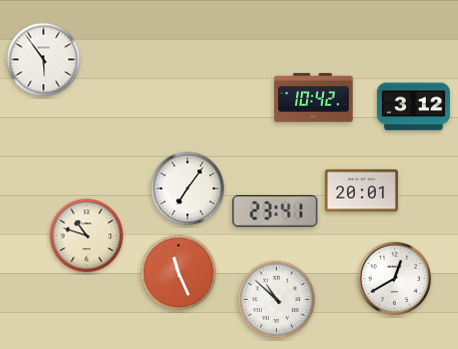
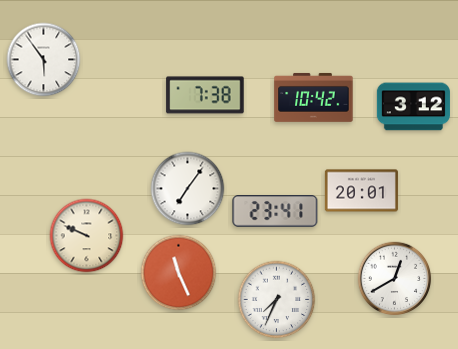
clock at (205, 95): none -> 7:38
clock at (87, 236): 10:48 -> 9:49
clock at (277, 300): 10:52 -> 7:34
